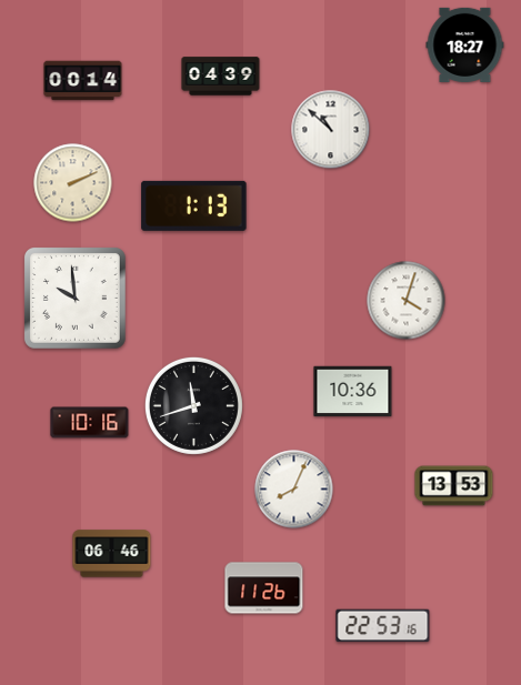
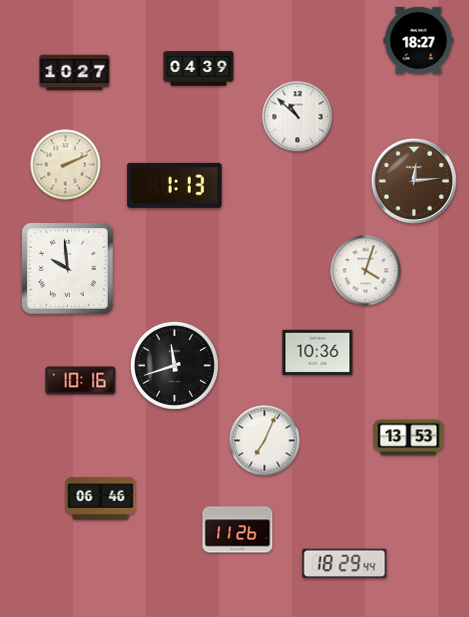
clock at (83, 81): 00:14 -> 10:27
clock at (414, 181): none -> 12:14
clock at (294, 490): 8:04 -> 7:04
clock at (383, 626): 22:53 -> 18:29
